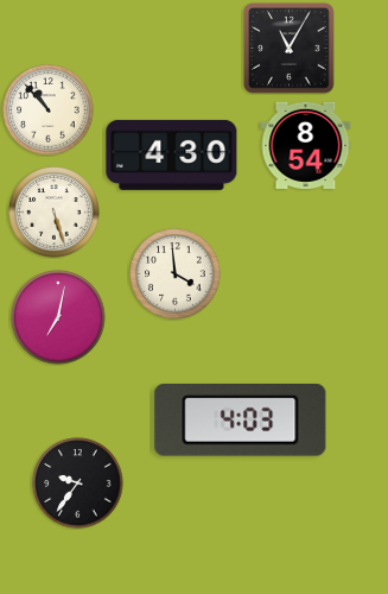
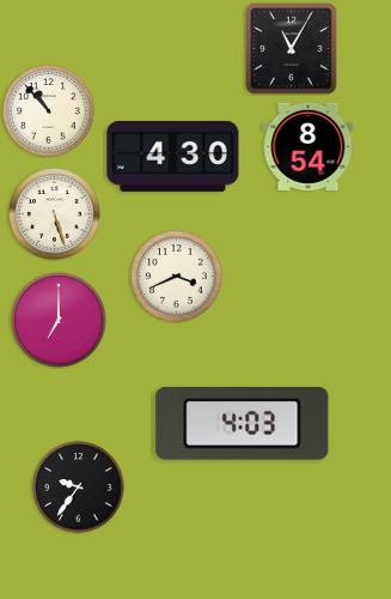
clock at (176, 274): 3:59 -> 3:41
clock at (58, 317): 7:02 -> 7:00
